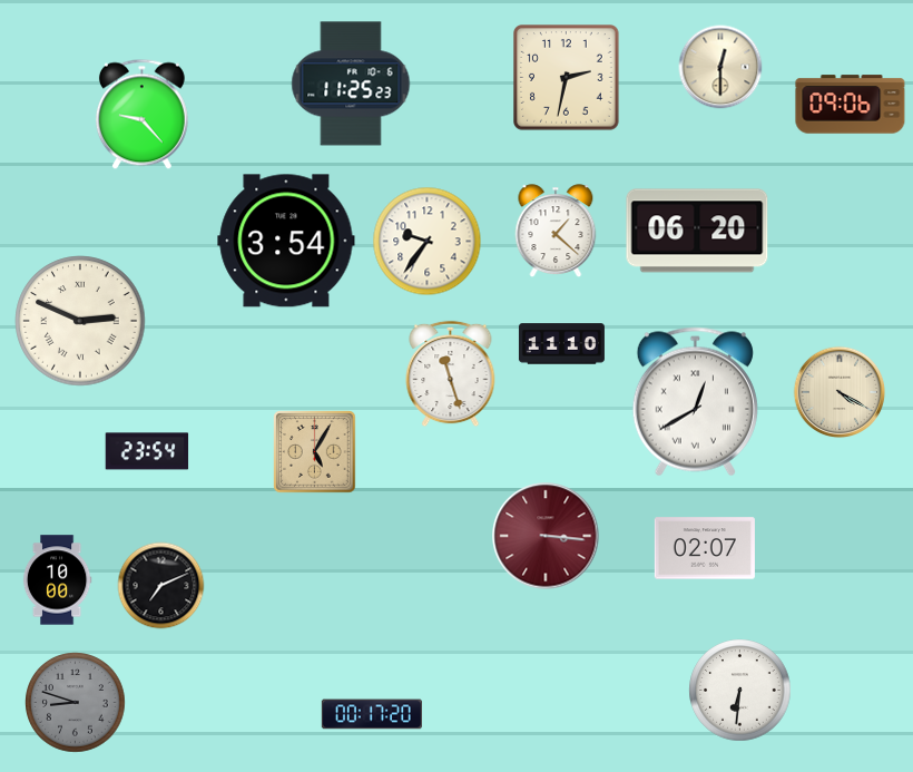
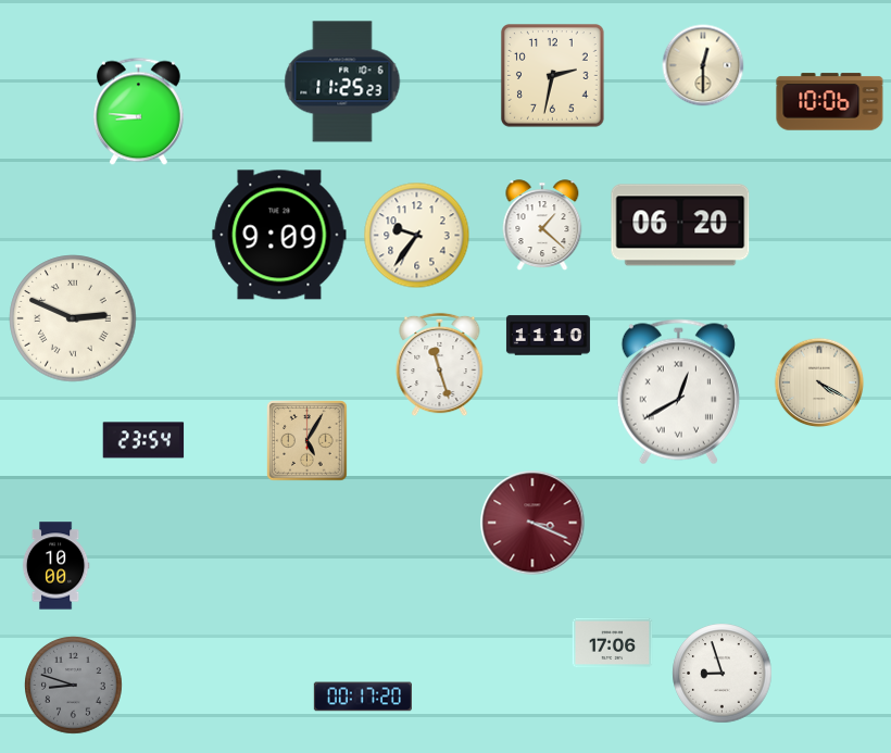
clock at (851, 105): 09:06 -> 10:06
clock at (141, 115): 9:23 -> 8:46
clock at (286, 241): 3:54 -> 9:09
clock at (80, 321) position: (80, 321) -> (73, 318)
clock at (546, 536): 3:16 -> 3:19
clock at (705, 548): 02:07 -> none
clock at (161, 586): 7:11 -> none
clock at (613, 643): none -> 17:06
clock at (740, 691): 6:31 -> 8:57
